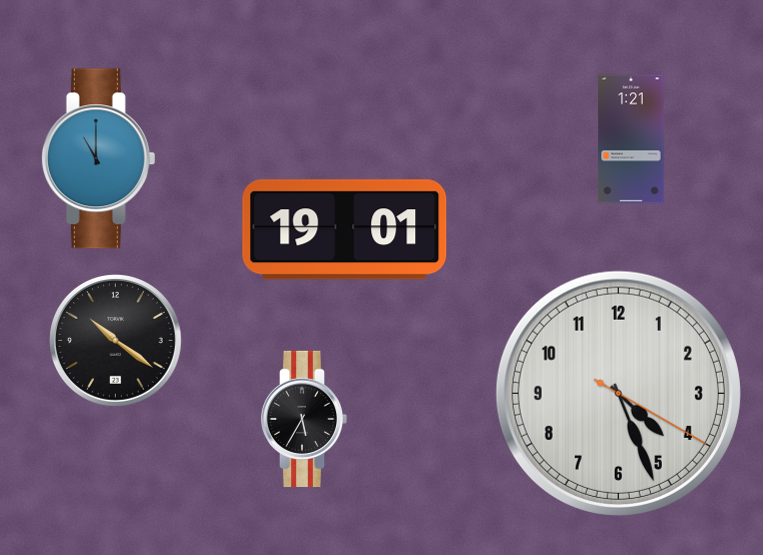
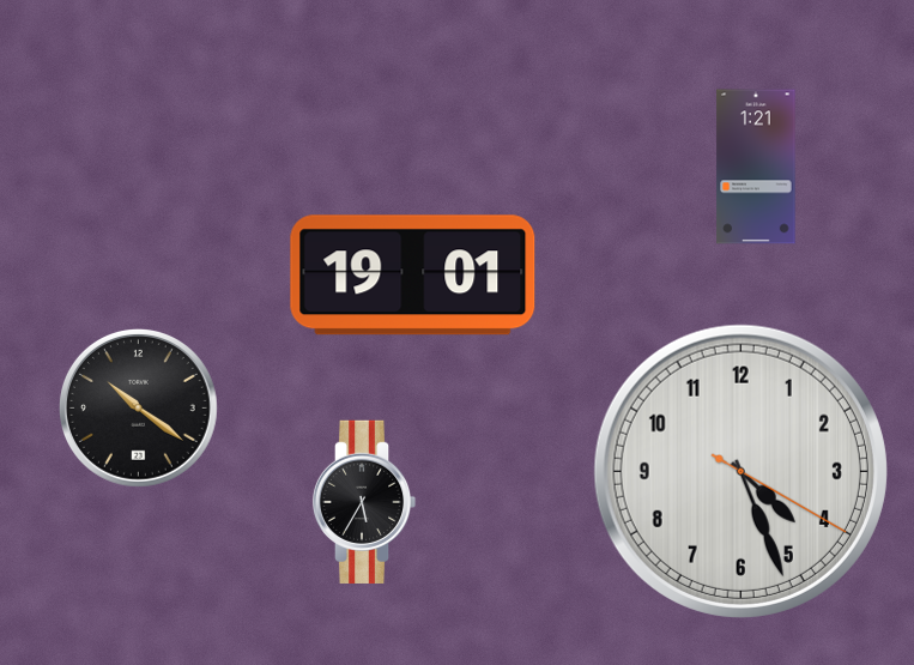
clock at (98, 159): 11:00 -> none
